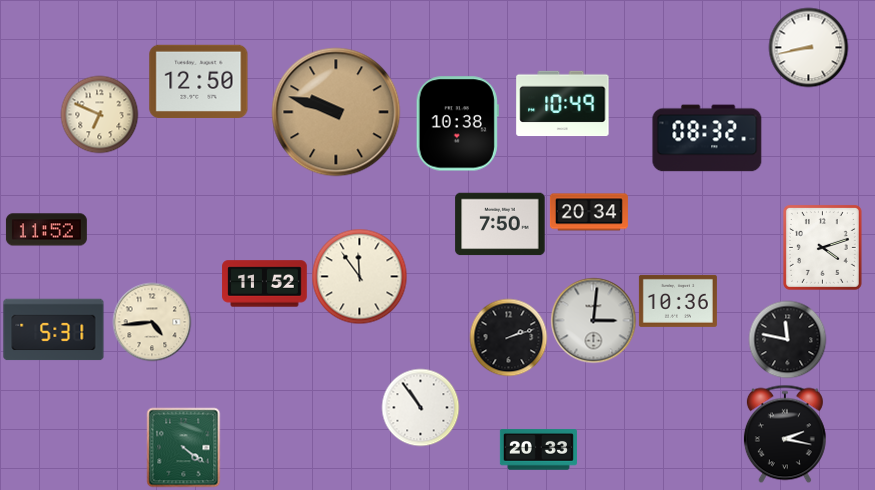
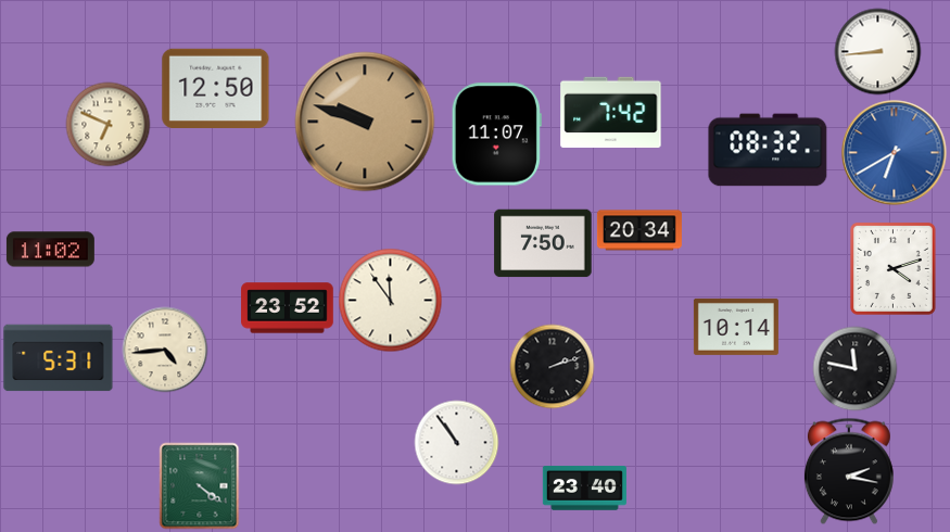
clock at (808, 47): 8:43 -> 8:44
clock at (563, 104): 10:49 -> 7:42
clock at (457, 124): 10:38 -> 11:07
clock at (895, 153): none -> 6:40
clock at (46, 230): 11:52 -> 11:02
clock at (265, 284): 11:52 -> 23:52
clock at (678, 301): 10:36 -> 10:14
clock at (593, 320): 3:01 -> none
clock at (785, 434) position: (785, 434) -> (849, 471)
clock at (538, 450): 20:33 -> 23:40
